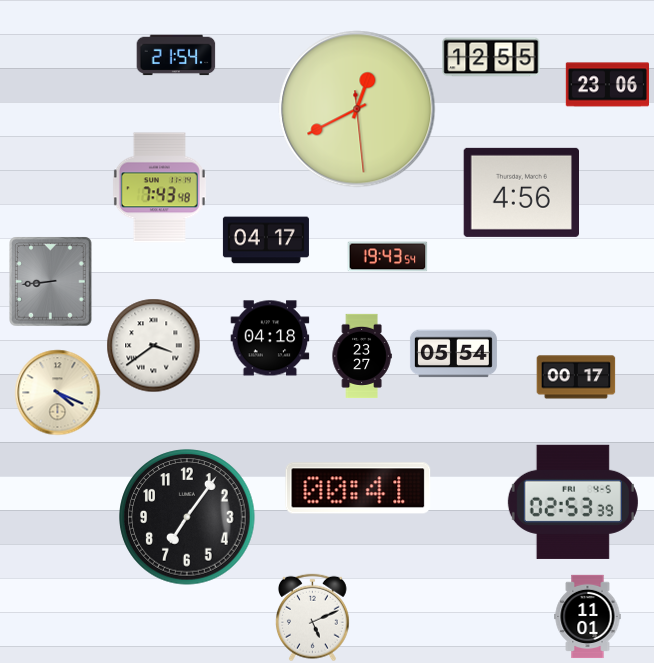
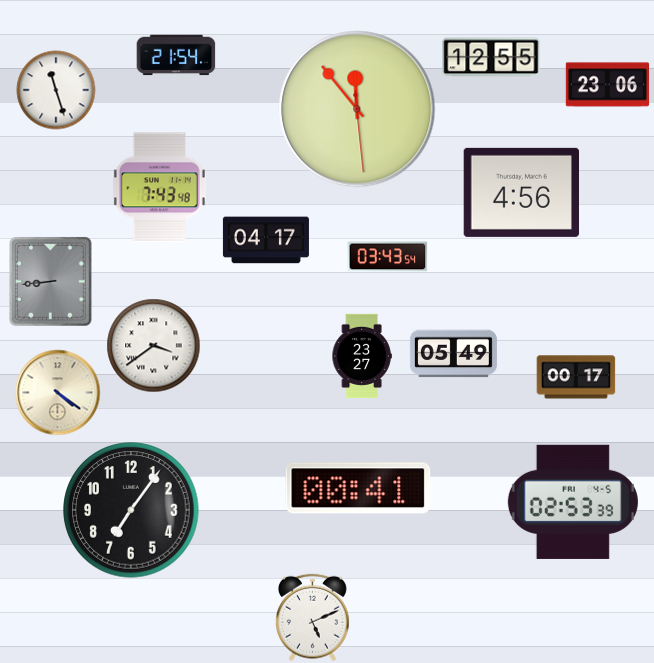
clock at (56, 90): none -> 11:27
clock at (357, 109): 12:40 -> 11:53
clock at (388, 257): 19:43 -> 03:43
clock at (270, 338): 04:18 -> none
clock at (453, 354): 05:54 -> 05:49
clock at (58, 393): 4:19 -> 4:21
clock at (187, 517) position: (187, 517) -> (131, 510)
clock at (588, 617): 11:01 -> none
